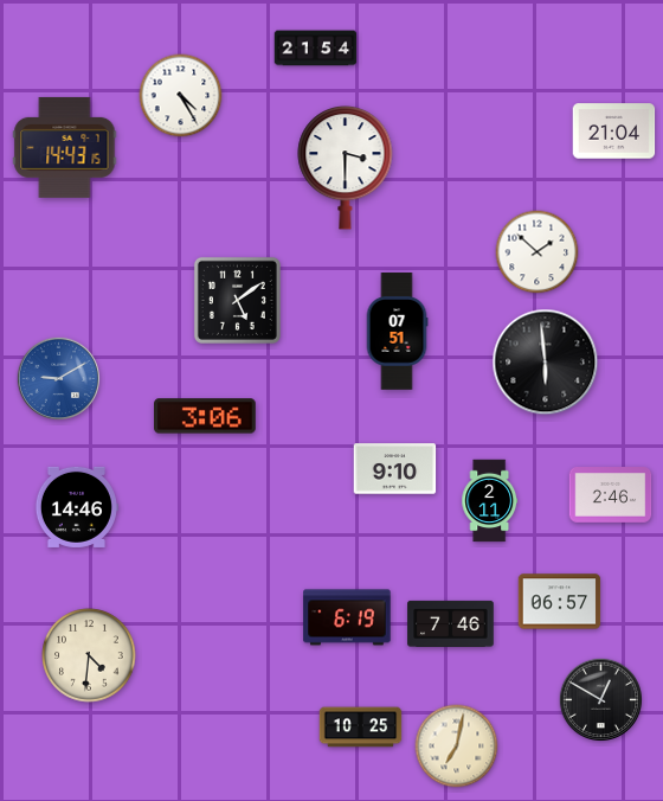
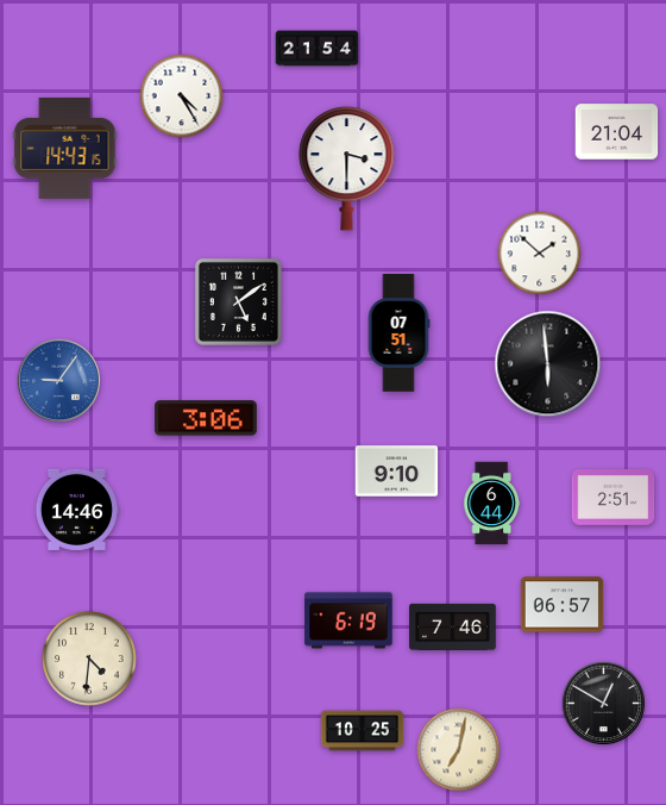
clock at (58, 378): 9:10 -> 9:06
clock at (611, 495): 2:46 -> 2:51
clock at (490, 501): 2:11 -> 6:44
